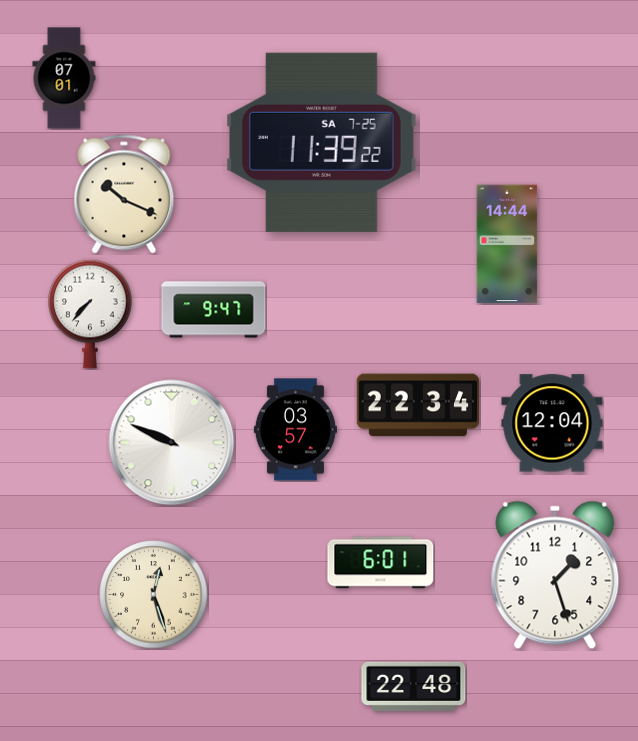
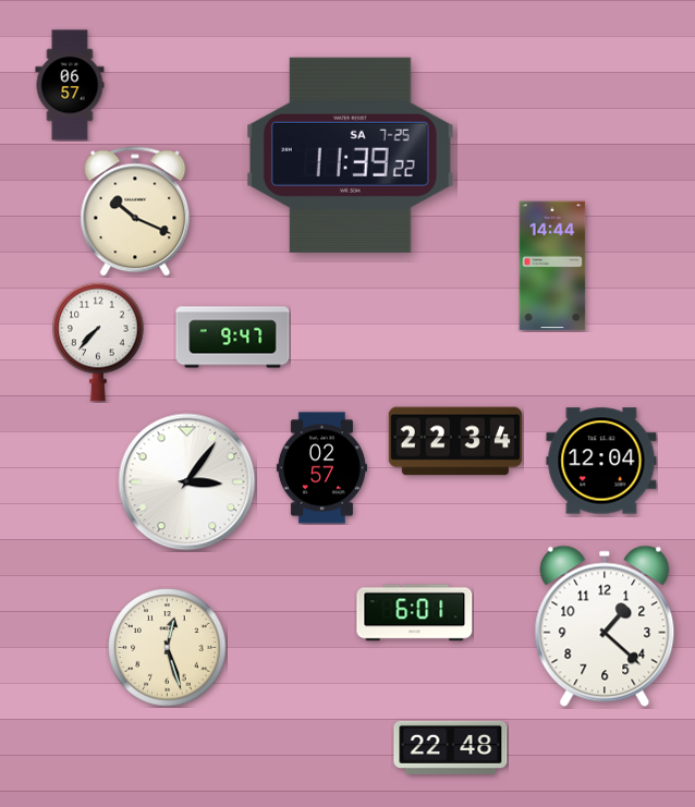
clock at (64, 78): 07:01 -> 06:57
clock at (295, 430): 03:57 -> 02:57
clock at (172, 443): 9:49 -> 3:06
clock at (555, 575): 1:27 -> 1:22
